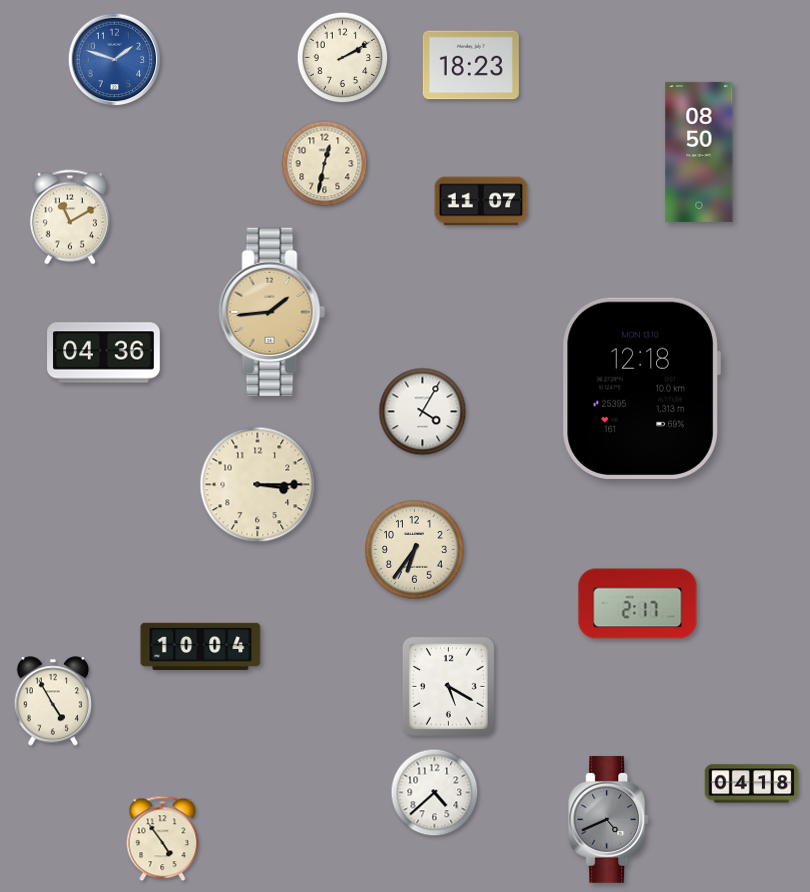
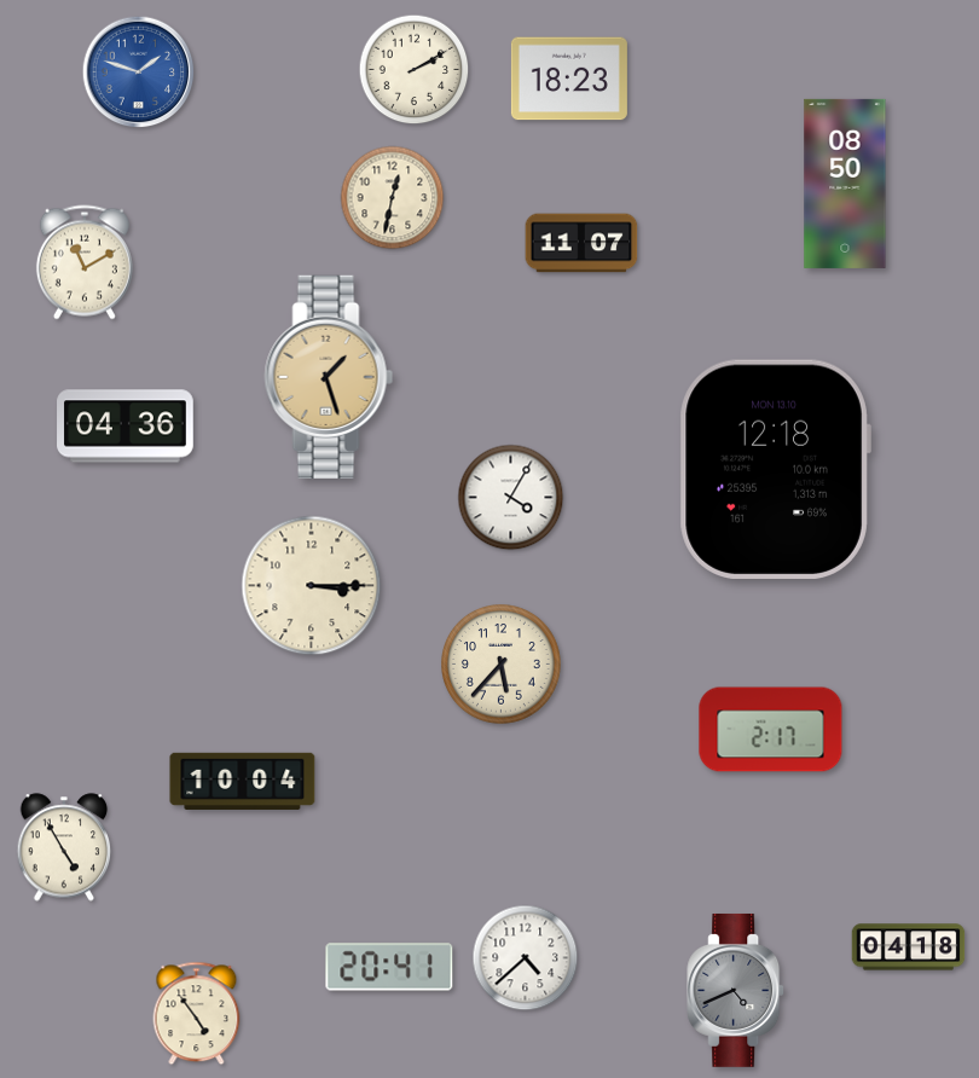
clock at (272, 312): 1:44 -> 1:27
clock at (415, 550): 6:36 -> 5:37
clock at (448, 686): 5:20 -> none
clock at (389, 967): none -> 20:41
